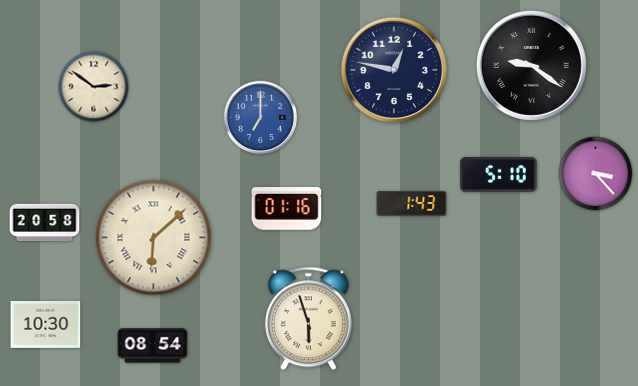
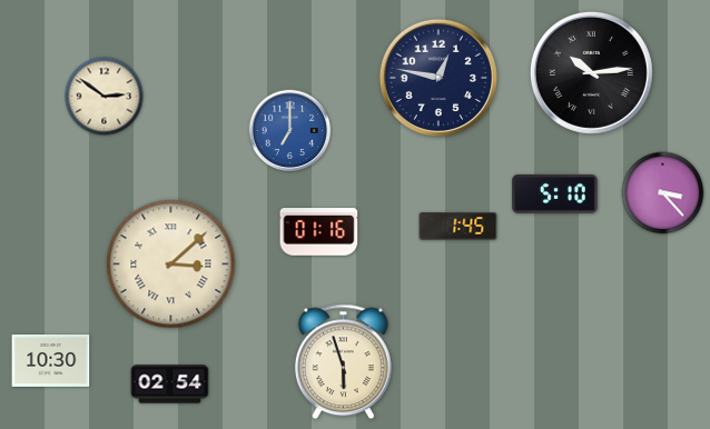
clock at (531, 65): 9:21 -> 10:14
clock at (412, 204): 1:43 -> 1:45
clock at (45, 223): 20:58 -> none
clock at (154, 238): 6:08 -> 3:08
clock at (308, 319) position: (308, 319) -> (343, 362)
clock at (153, 346): 08:54 -> 02:54
